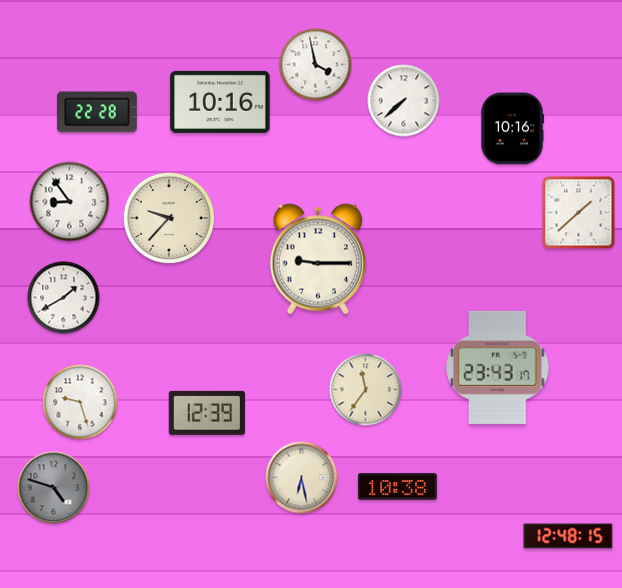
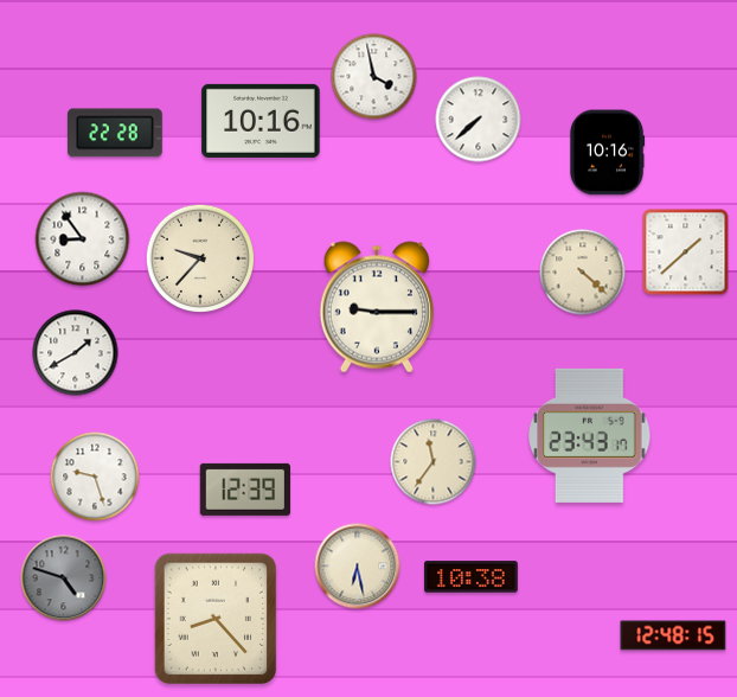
clock at (583, 273): none -> 4:22
clock at (216, 619): none -> 8:23
